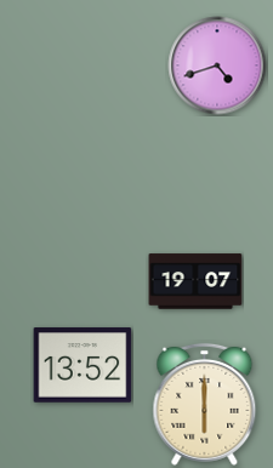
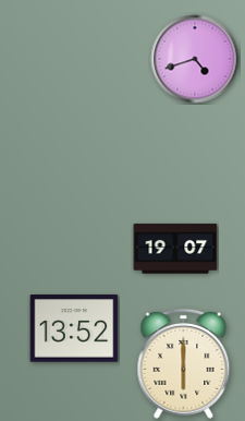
clock at (195, 281) position: (195, 281) -> (175, 249)
